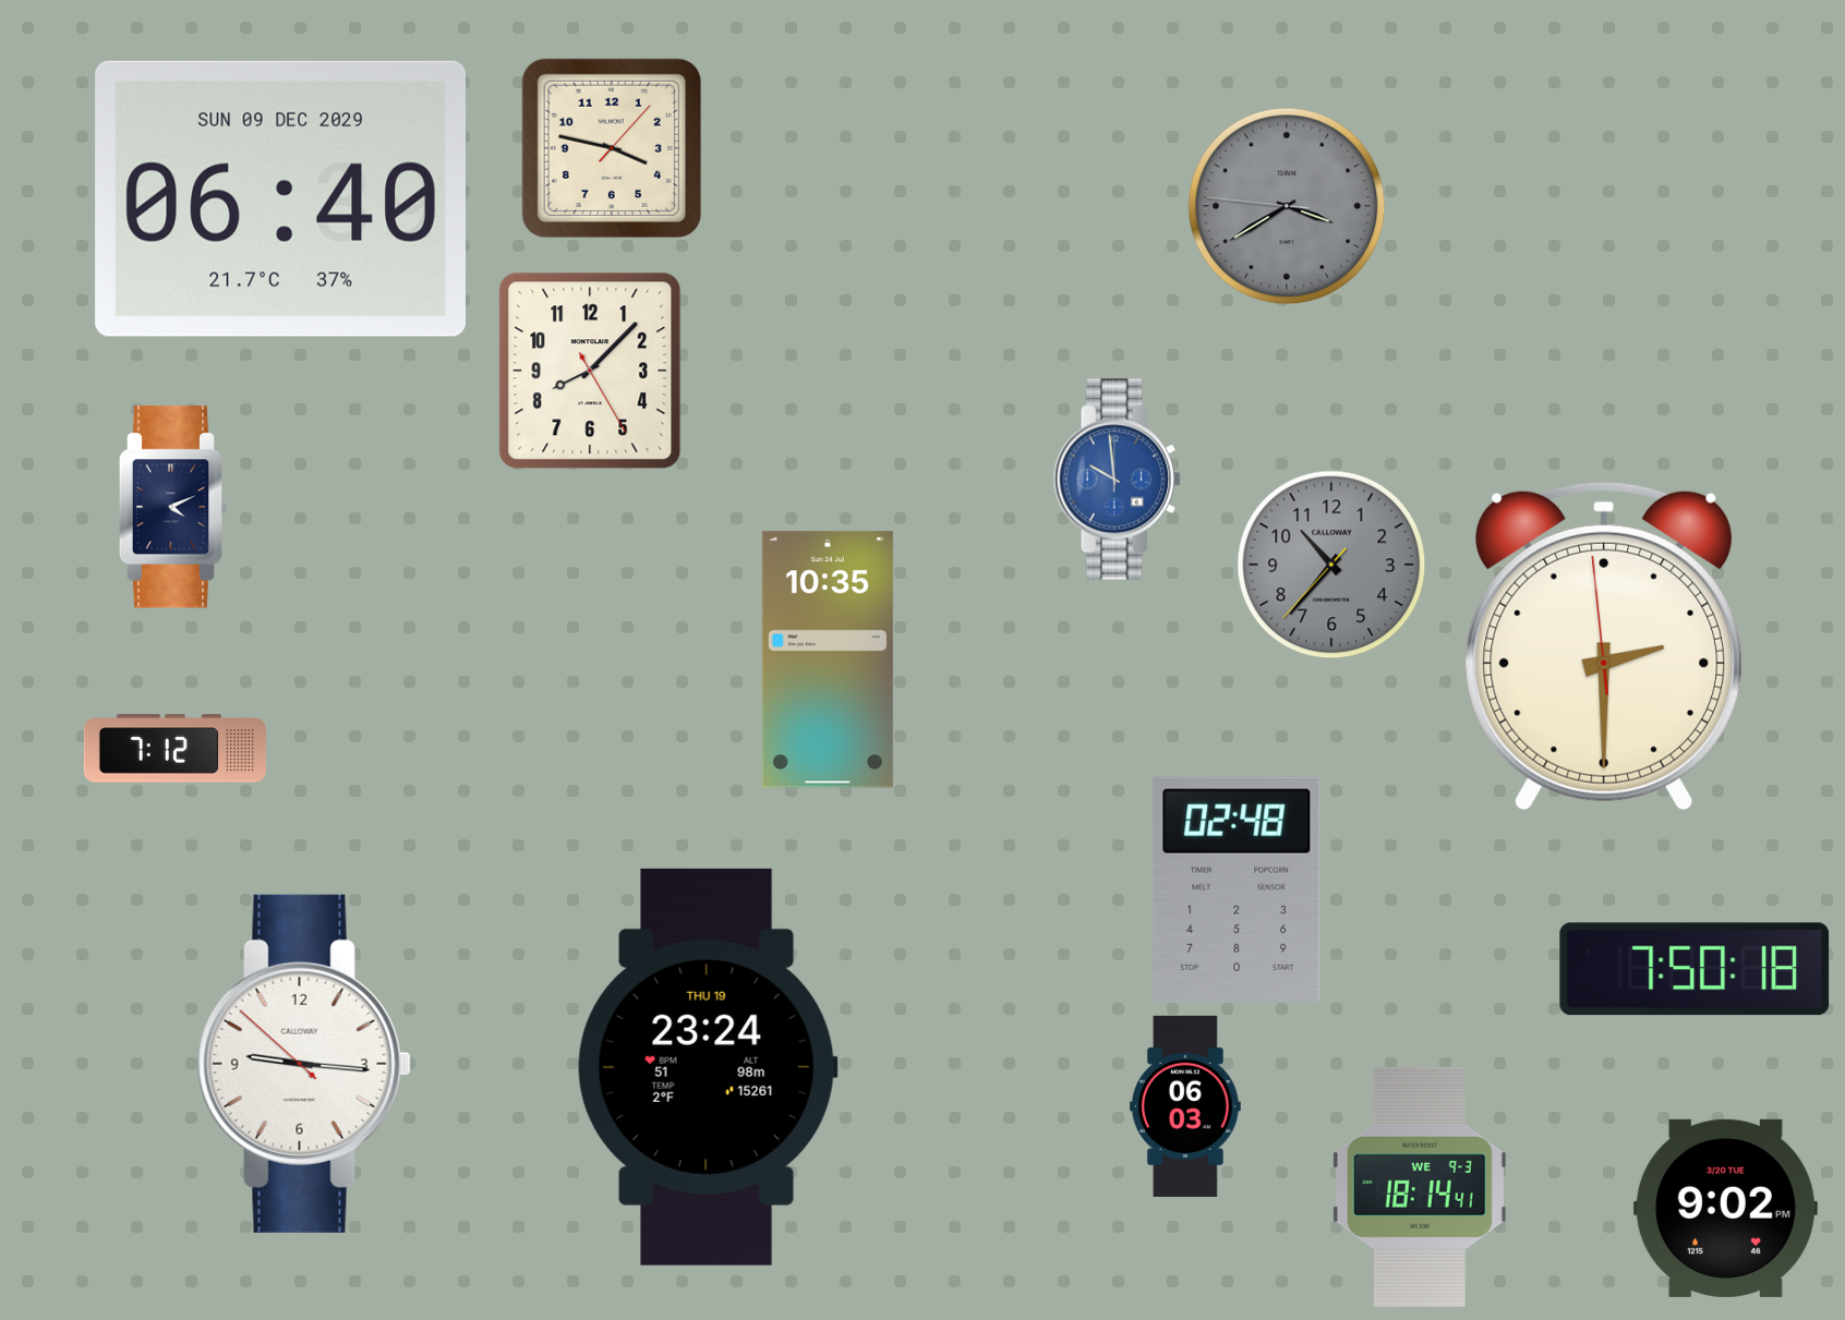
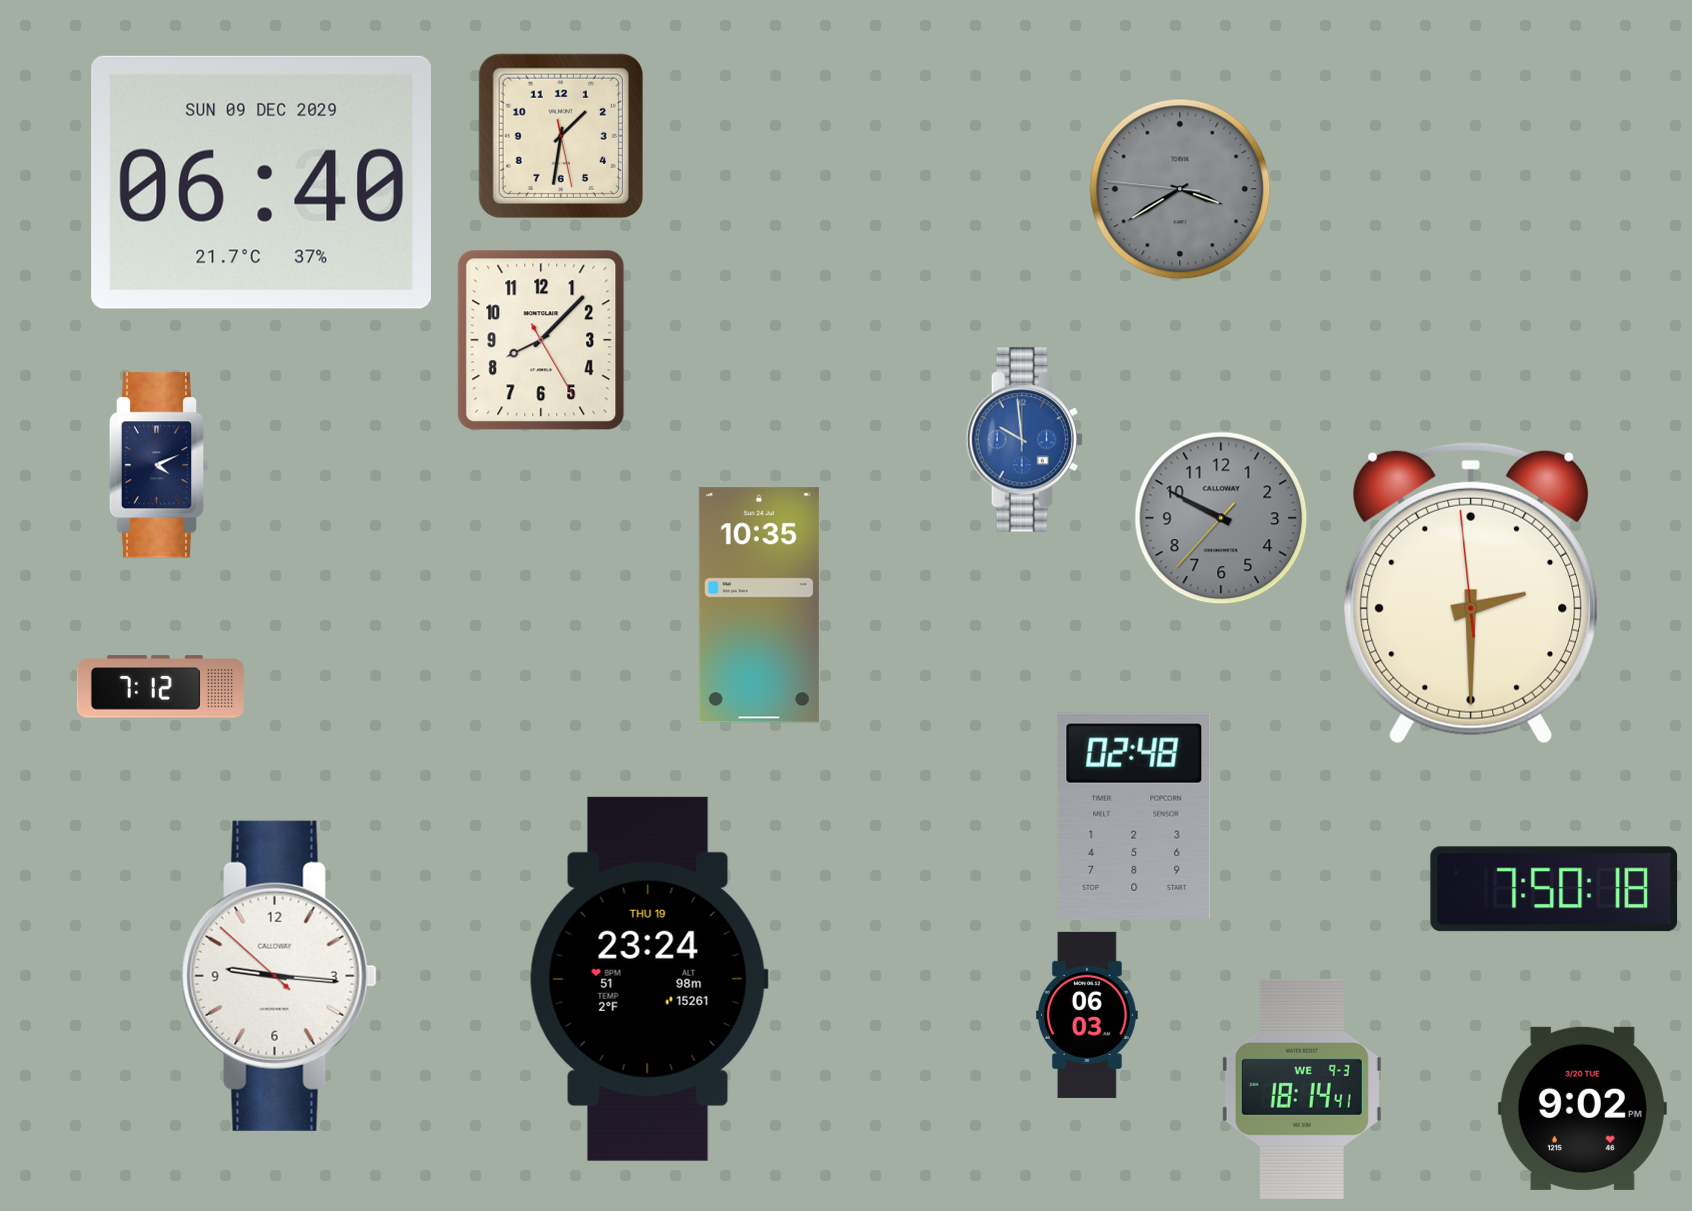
clock at (612, 148): 3:47 -> 1:31
clock at (280, 198) position: (280, 198) -> (261, 182)
clock at (1331, 565): 10:36 -> 9:49
